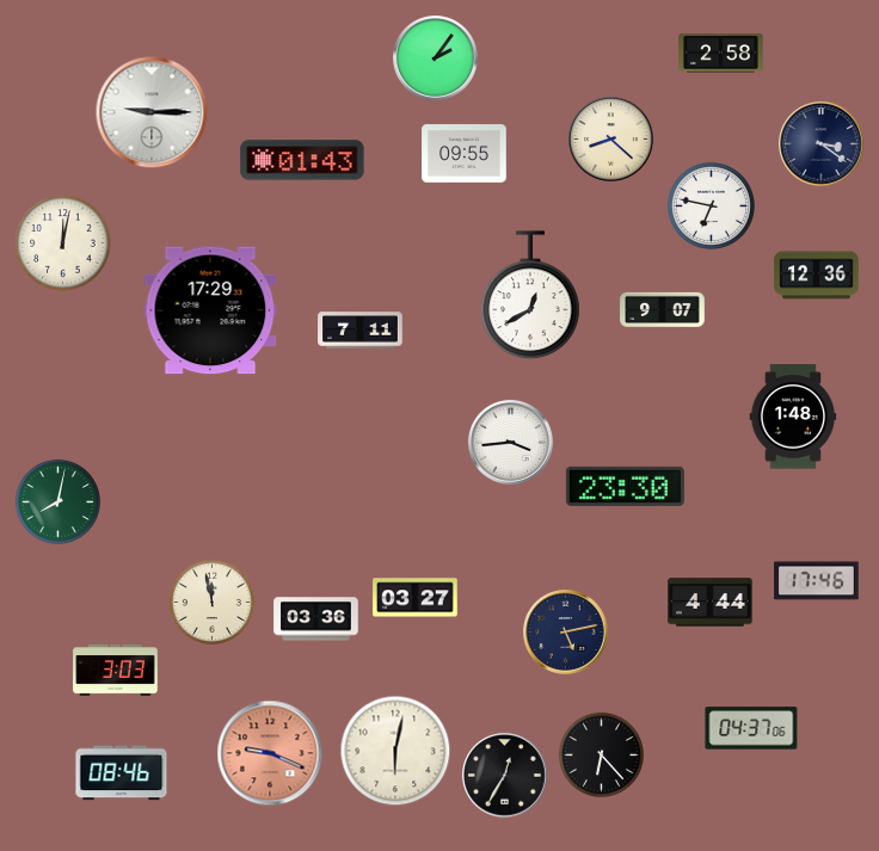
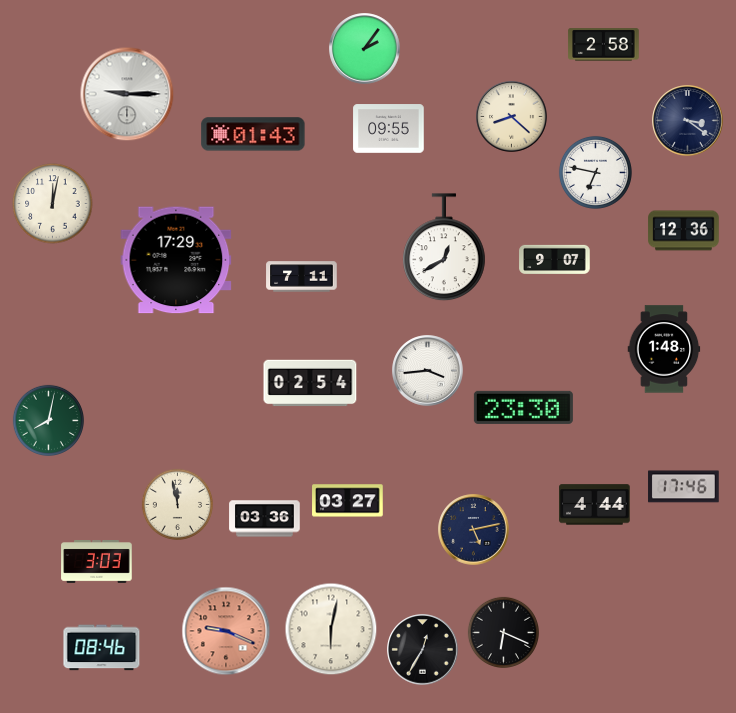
clock at (310, 383): none -> 02:54
clock at (751, 728): 04:37 -> none
clock at (601, 754): 6:23 -> 6:19
